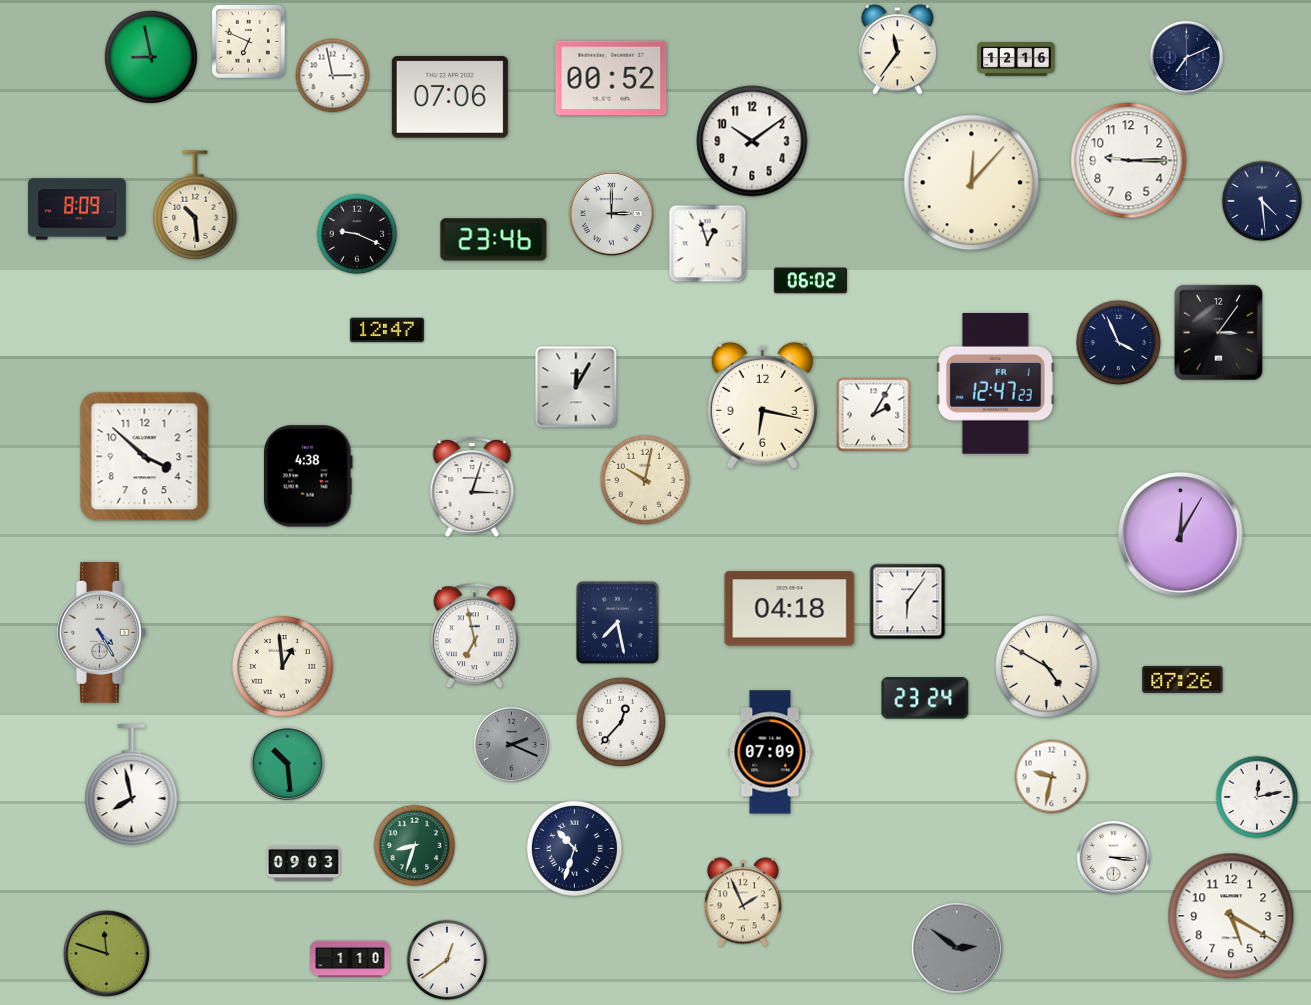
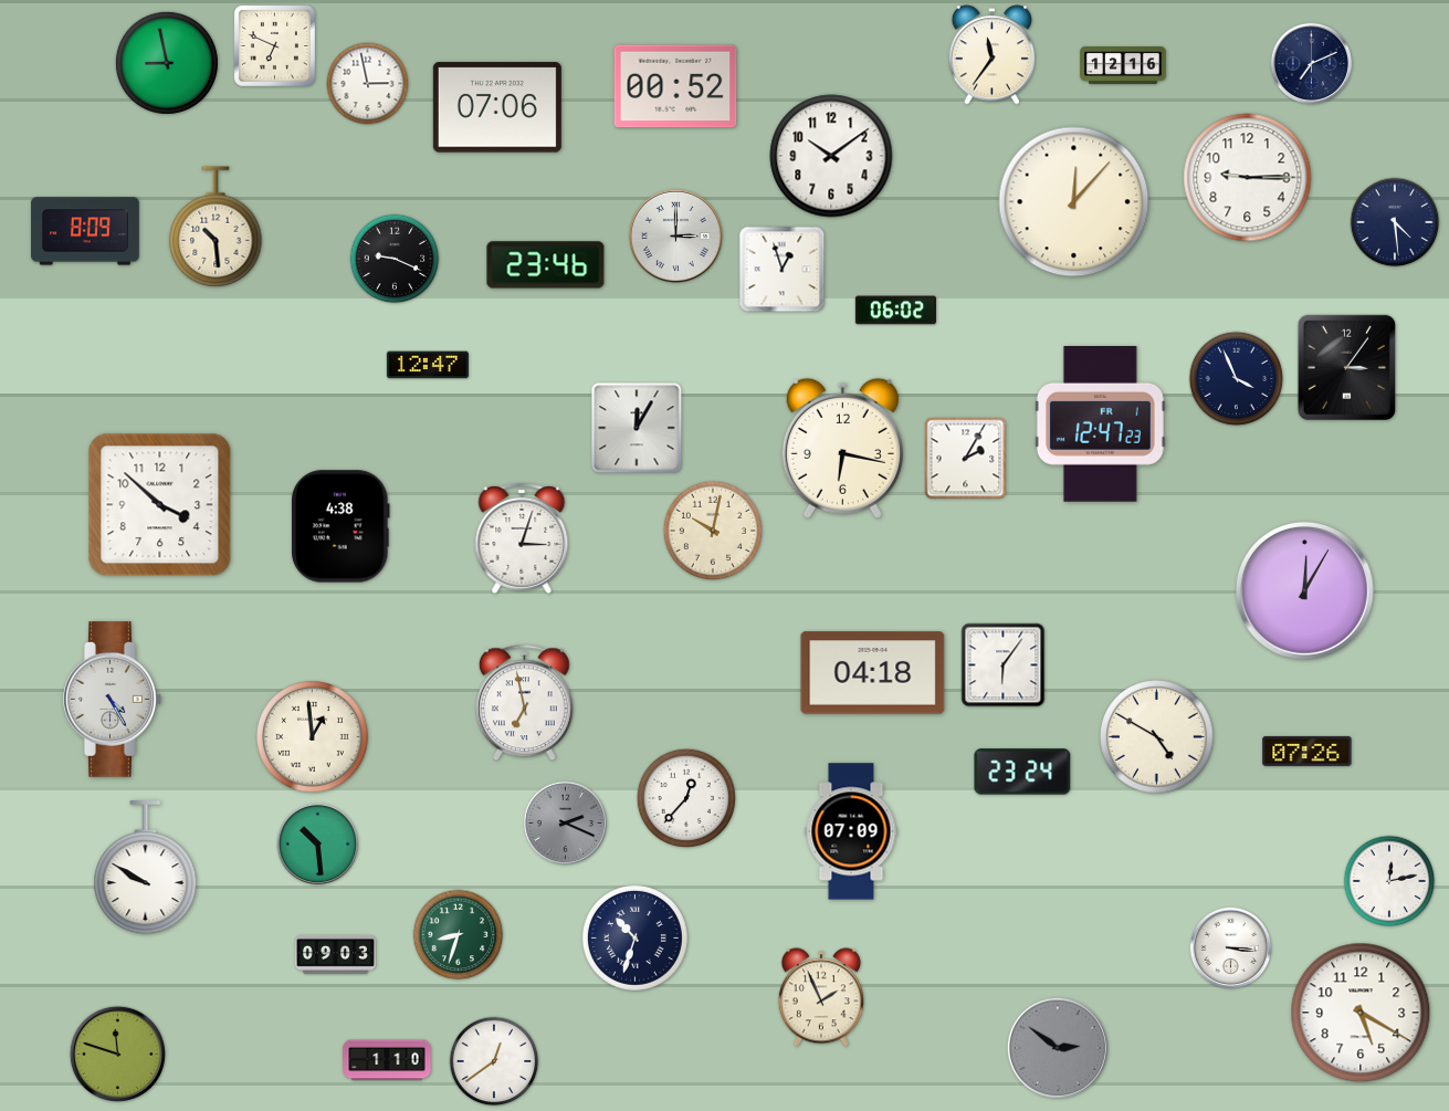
clock at (618, 623): 7:28 -> none
clock at (1052, 777): 9:32 -> none
clock at (132, 785): 7:58 -> 9:50
